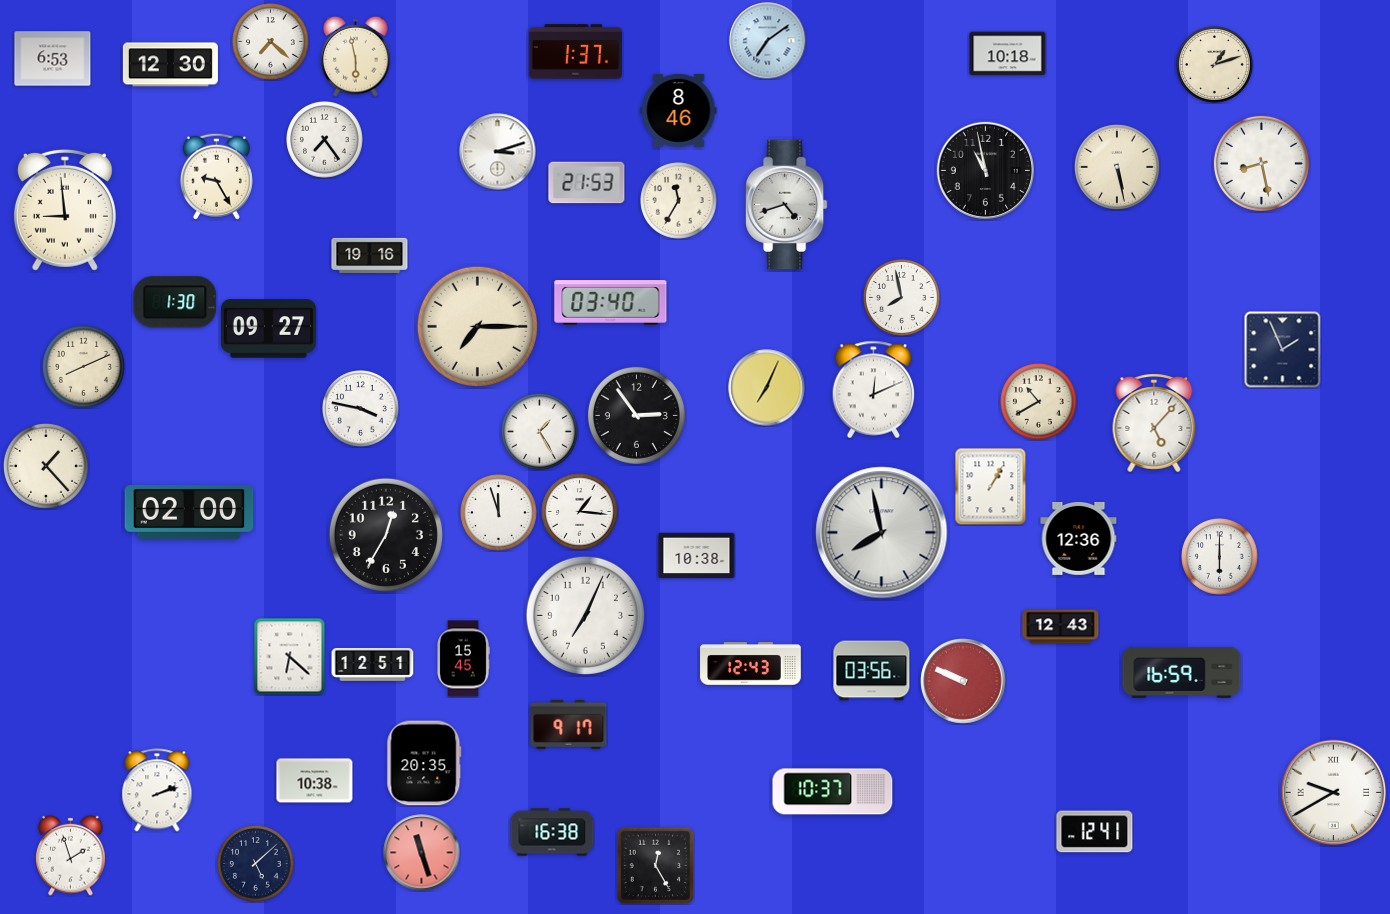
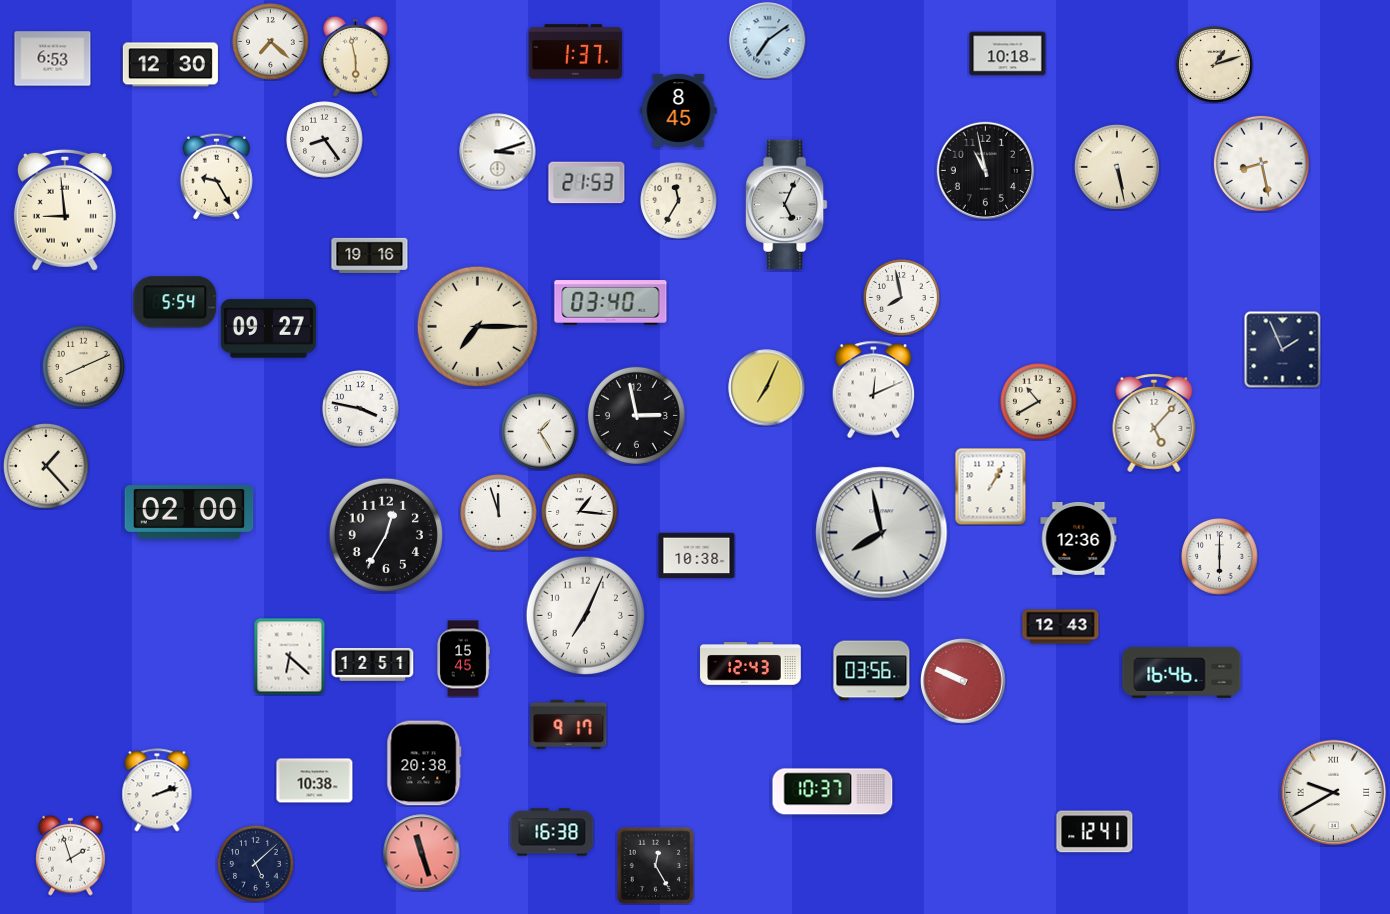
clock at (679, 110): 8:46 -> 8:45
clock at (325, 140): 7:24 -> 8:24
clock at (787, 204): 4:42 -> 5:04
clock at (175, 302): 1:30 -> 5:54
clock at (636, 415): 2:54 -> 2:58
clock at (1182, 672): 16:59 -> 16:46
clock at (424, 763): 20:35 -> 20:38
